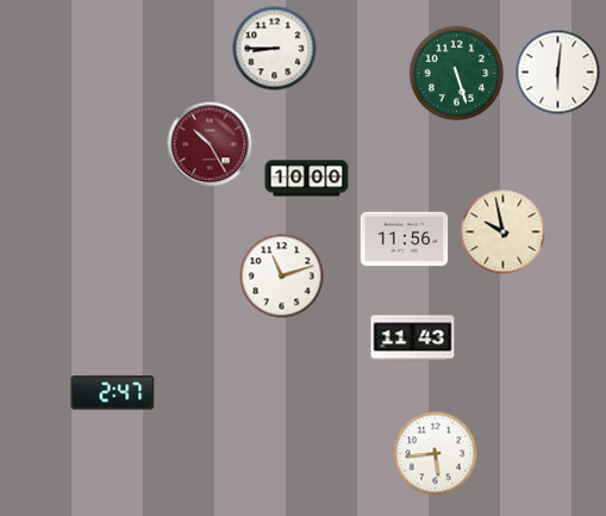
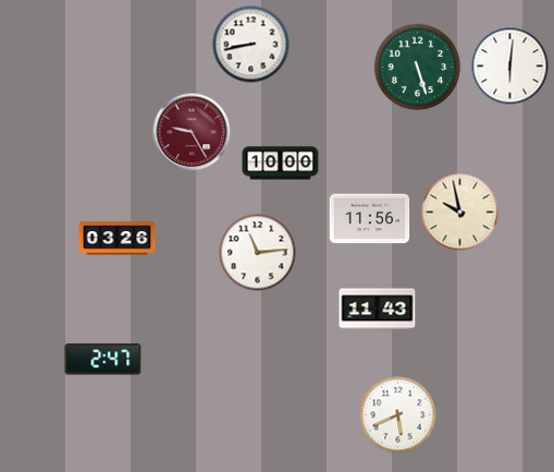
clock at (275, 49): 8:45 -> 8:43
clock at (210, 144): 10:25 -> 9:25
clock at (118, 239): none -> 03:26
clock at (282, 276): 11:12 -> 11:14
clock at (436, 454): 5:44 -> 5:41
